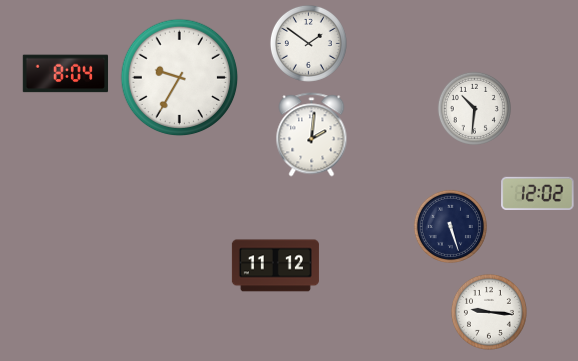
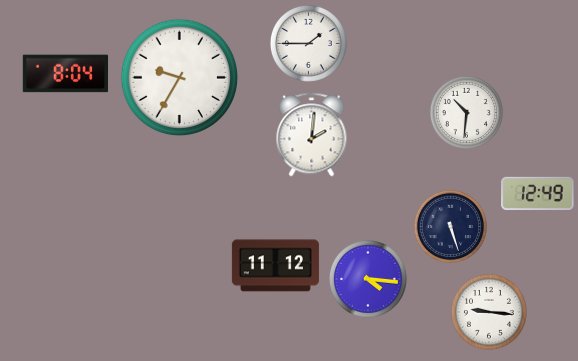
clock at (308, 43): 1:51 -> 1:45
clock at (474, 108) position: (474, 108) -> (466, 112)
clock at (538, 193): 12:02 -> 12:49
clock at (368, 279): none -> 4:16
